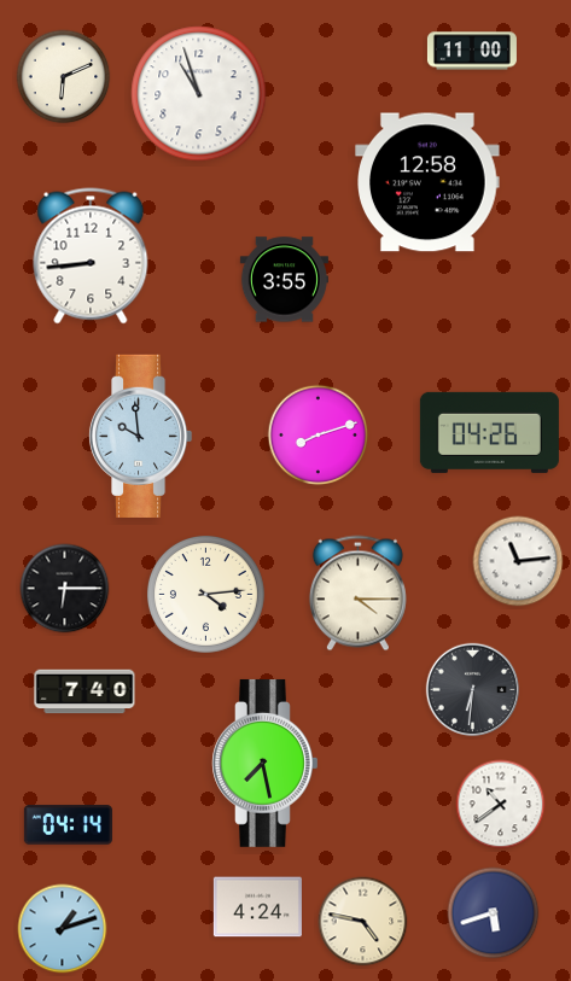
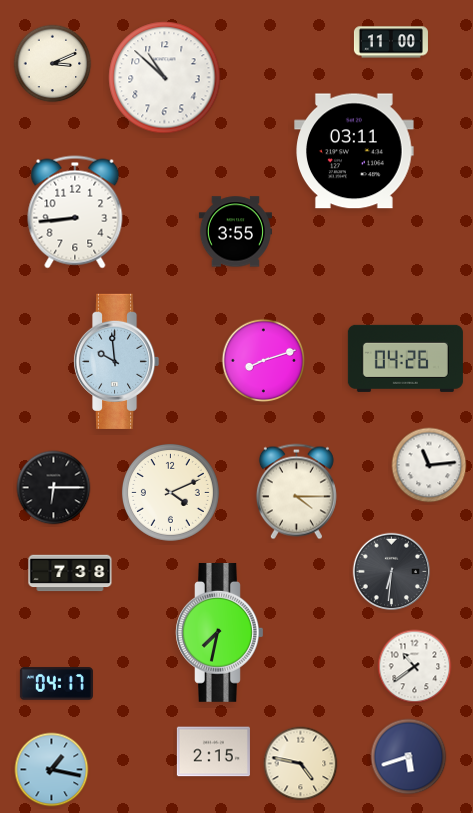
clock at (64, 77): 6:11 -> 3:11
clock at (199, 94): 10:57 -> 10:52
clock at (427, 182): 12:58 -> 03:11
clock at (205, 594): 4:14 -> 4:11
clock at (85, 691): 7:40 -> 7:38
clock at (266, 763): 7:28 -> 7:32
clock at (68, 825): 04:14 -> 04:17
clock at (257, 907): 4:24 -> 2:15
clock at (63, 929): 1:12 -> 1:17
